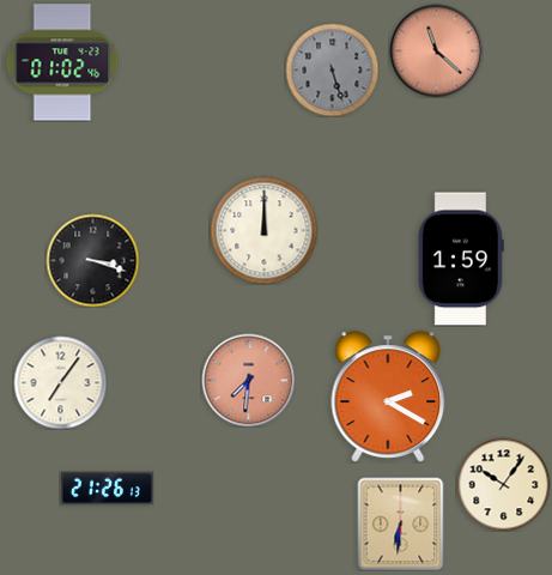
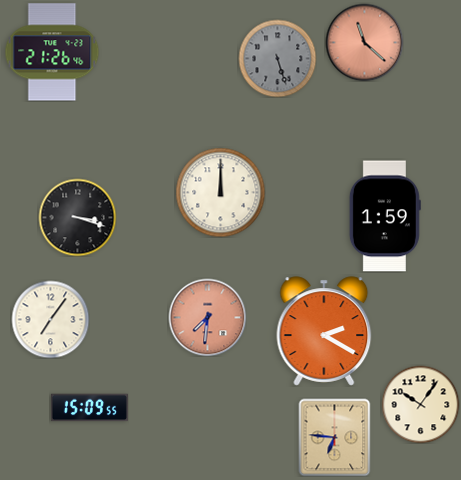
clock at (62, 62): 01:02 -> 21:26
clock at (107, 489): 21:26 -> 15:09
clock at (401, 523): 6:31 -> 6:46
